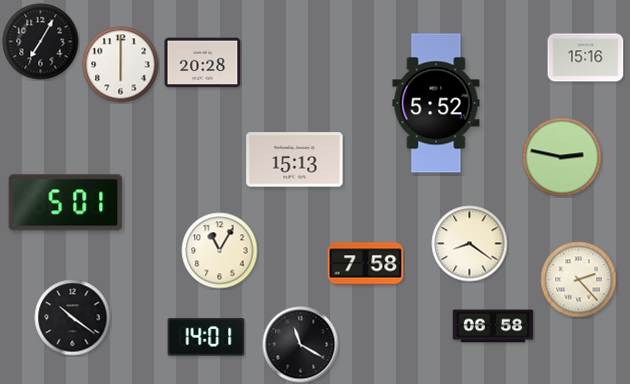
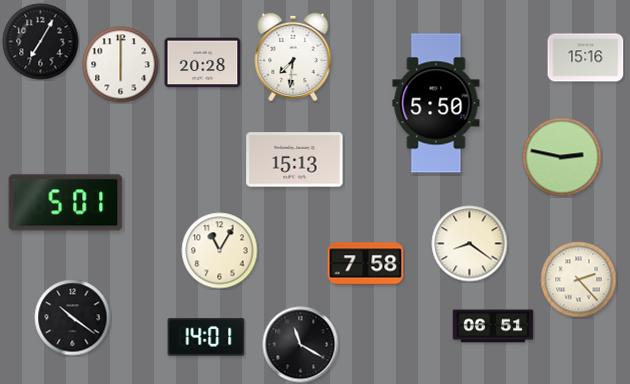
clock at (293, 57): none -> 7:31
clock at (436, 103): 5:52 -> 5:50
clock at (493, 326): 06:58 -> 06:51
